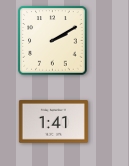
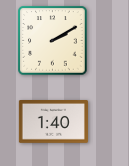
clock at (53, 122): 1:41 -> 1:40
